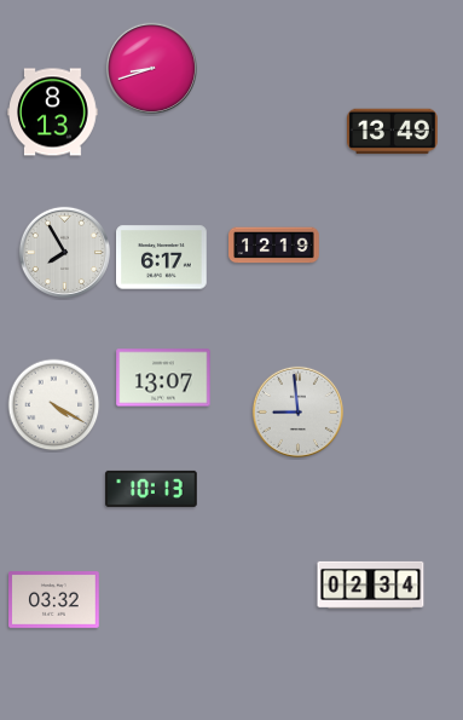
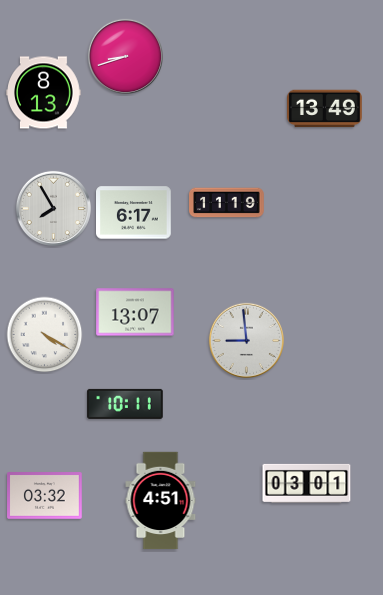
clock at (274, 246): 12:19 -> 11:19
clock at (151, 489): 10:13 -> 10:11
clock at (371, 584): 02:34 -> 03:01
clock at (161, 501): none -> 4:51
